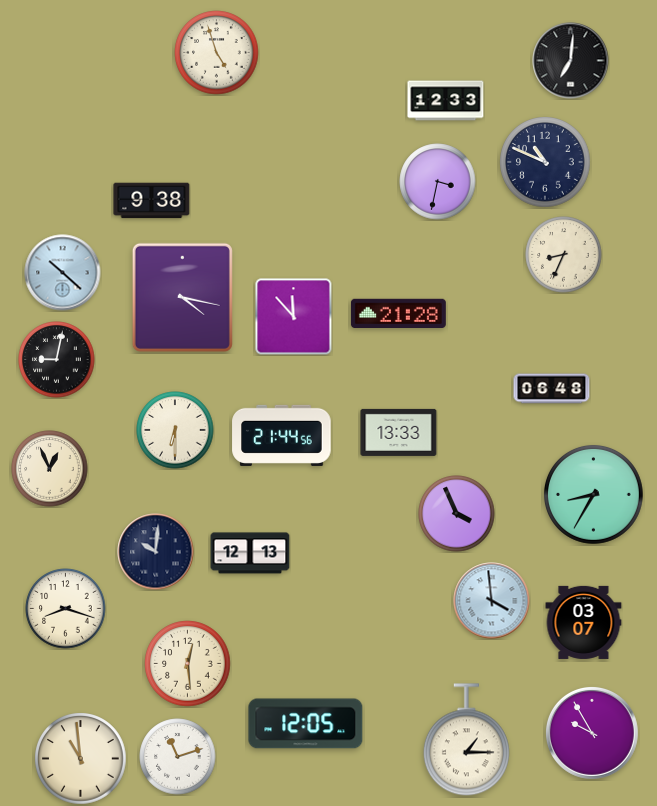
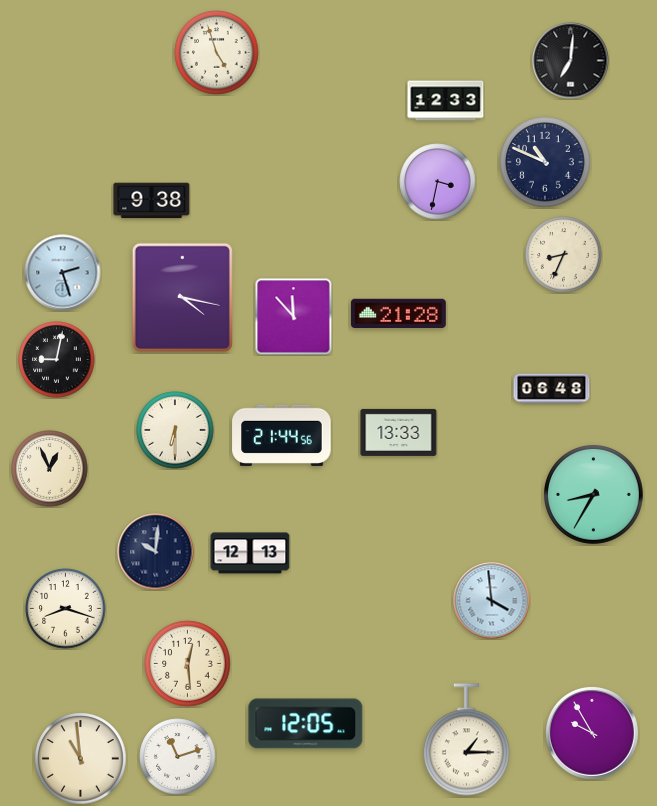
clock at (63, 273): 10:22 -> 2:27
clock at (457, 514): 3:56 -> none
clock at (584, 622): 03:07 -> none
